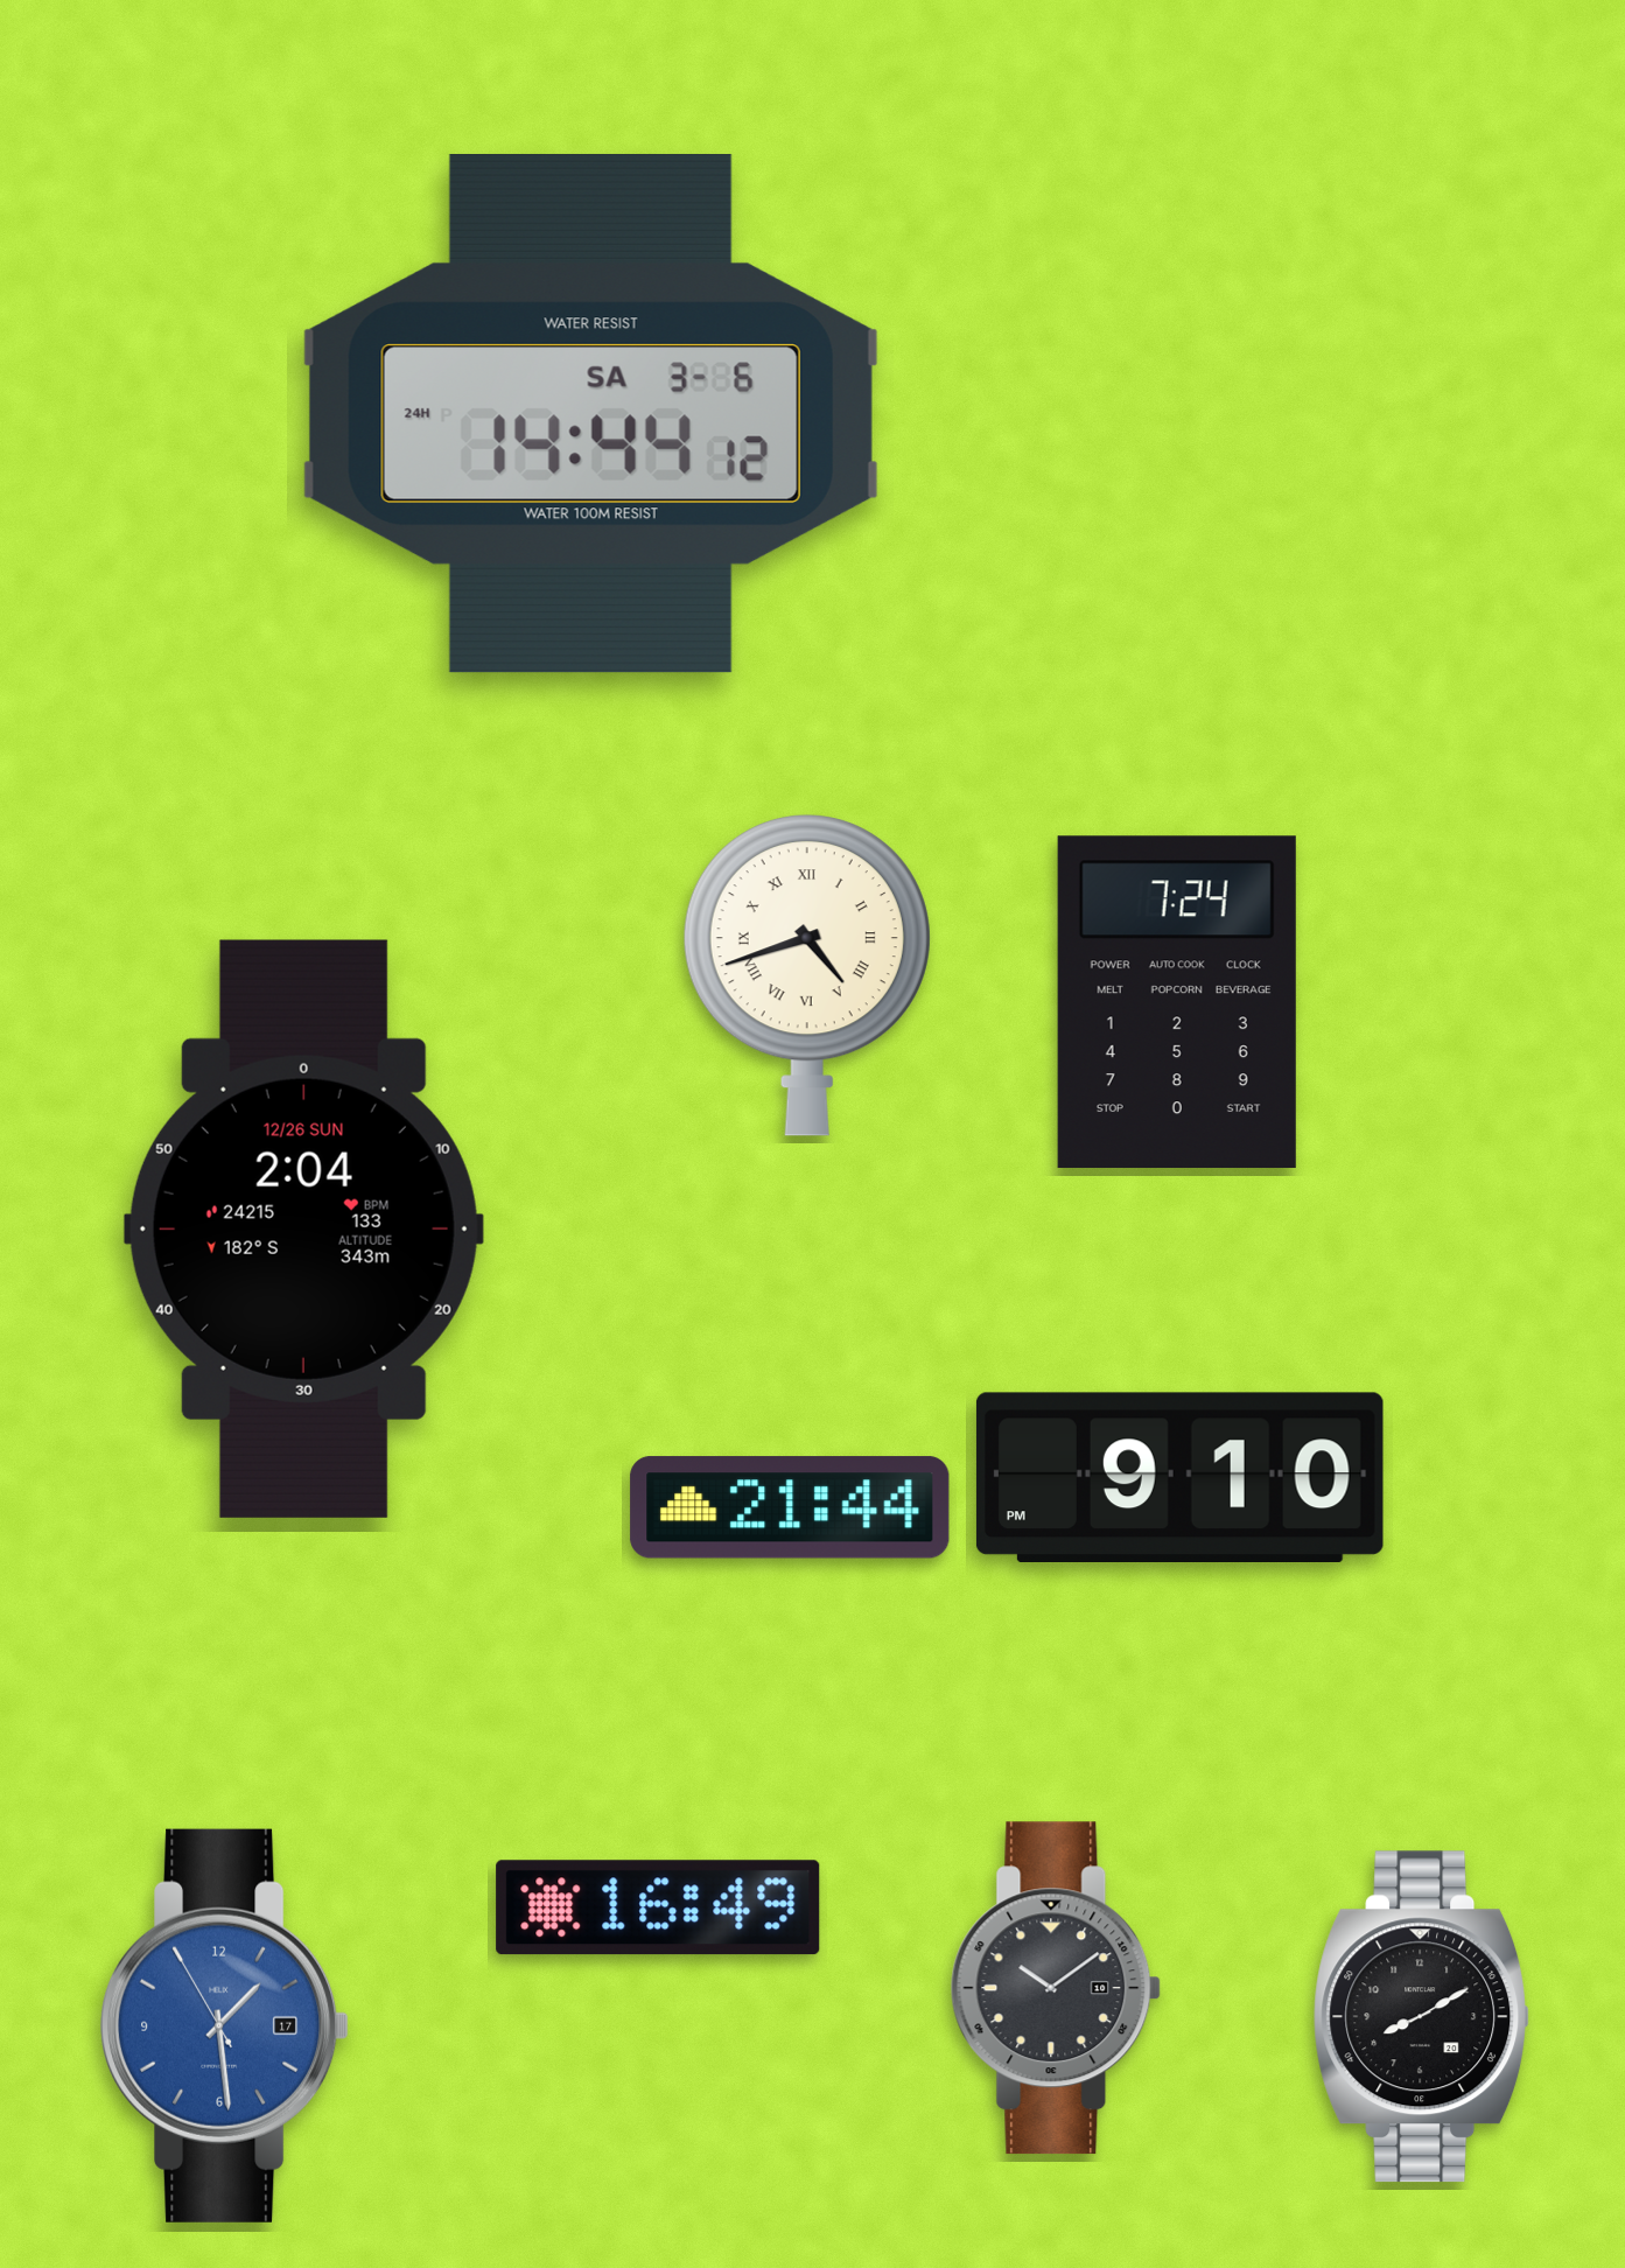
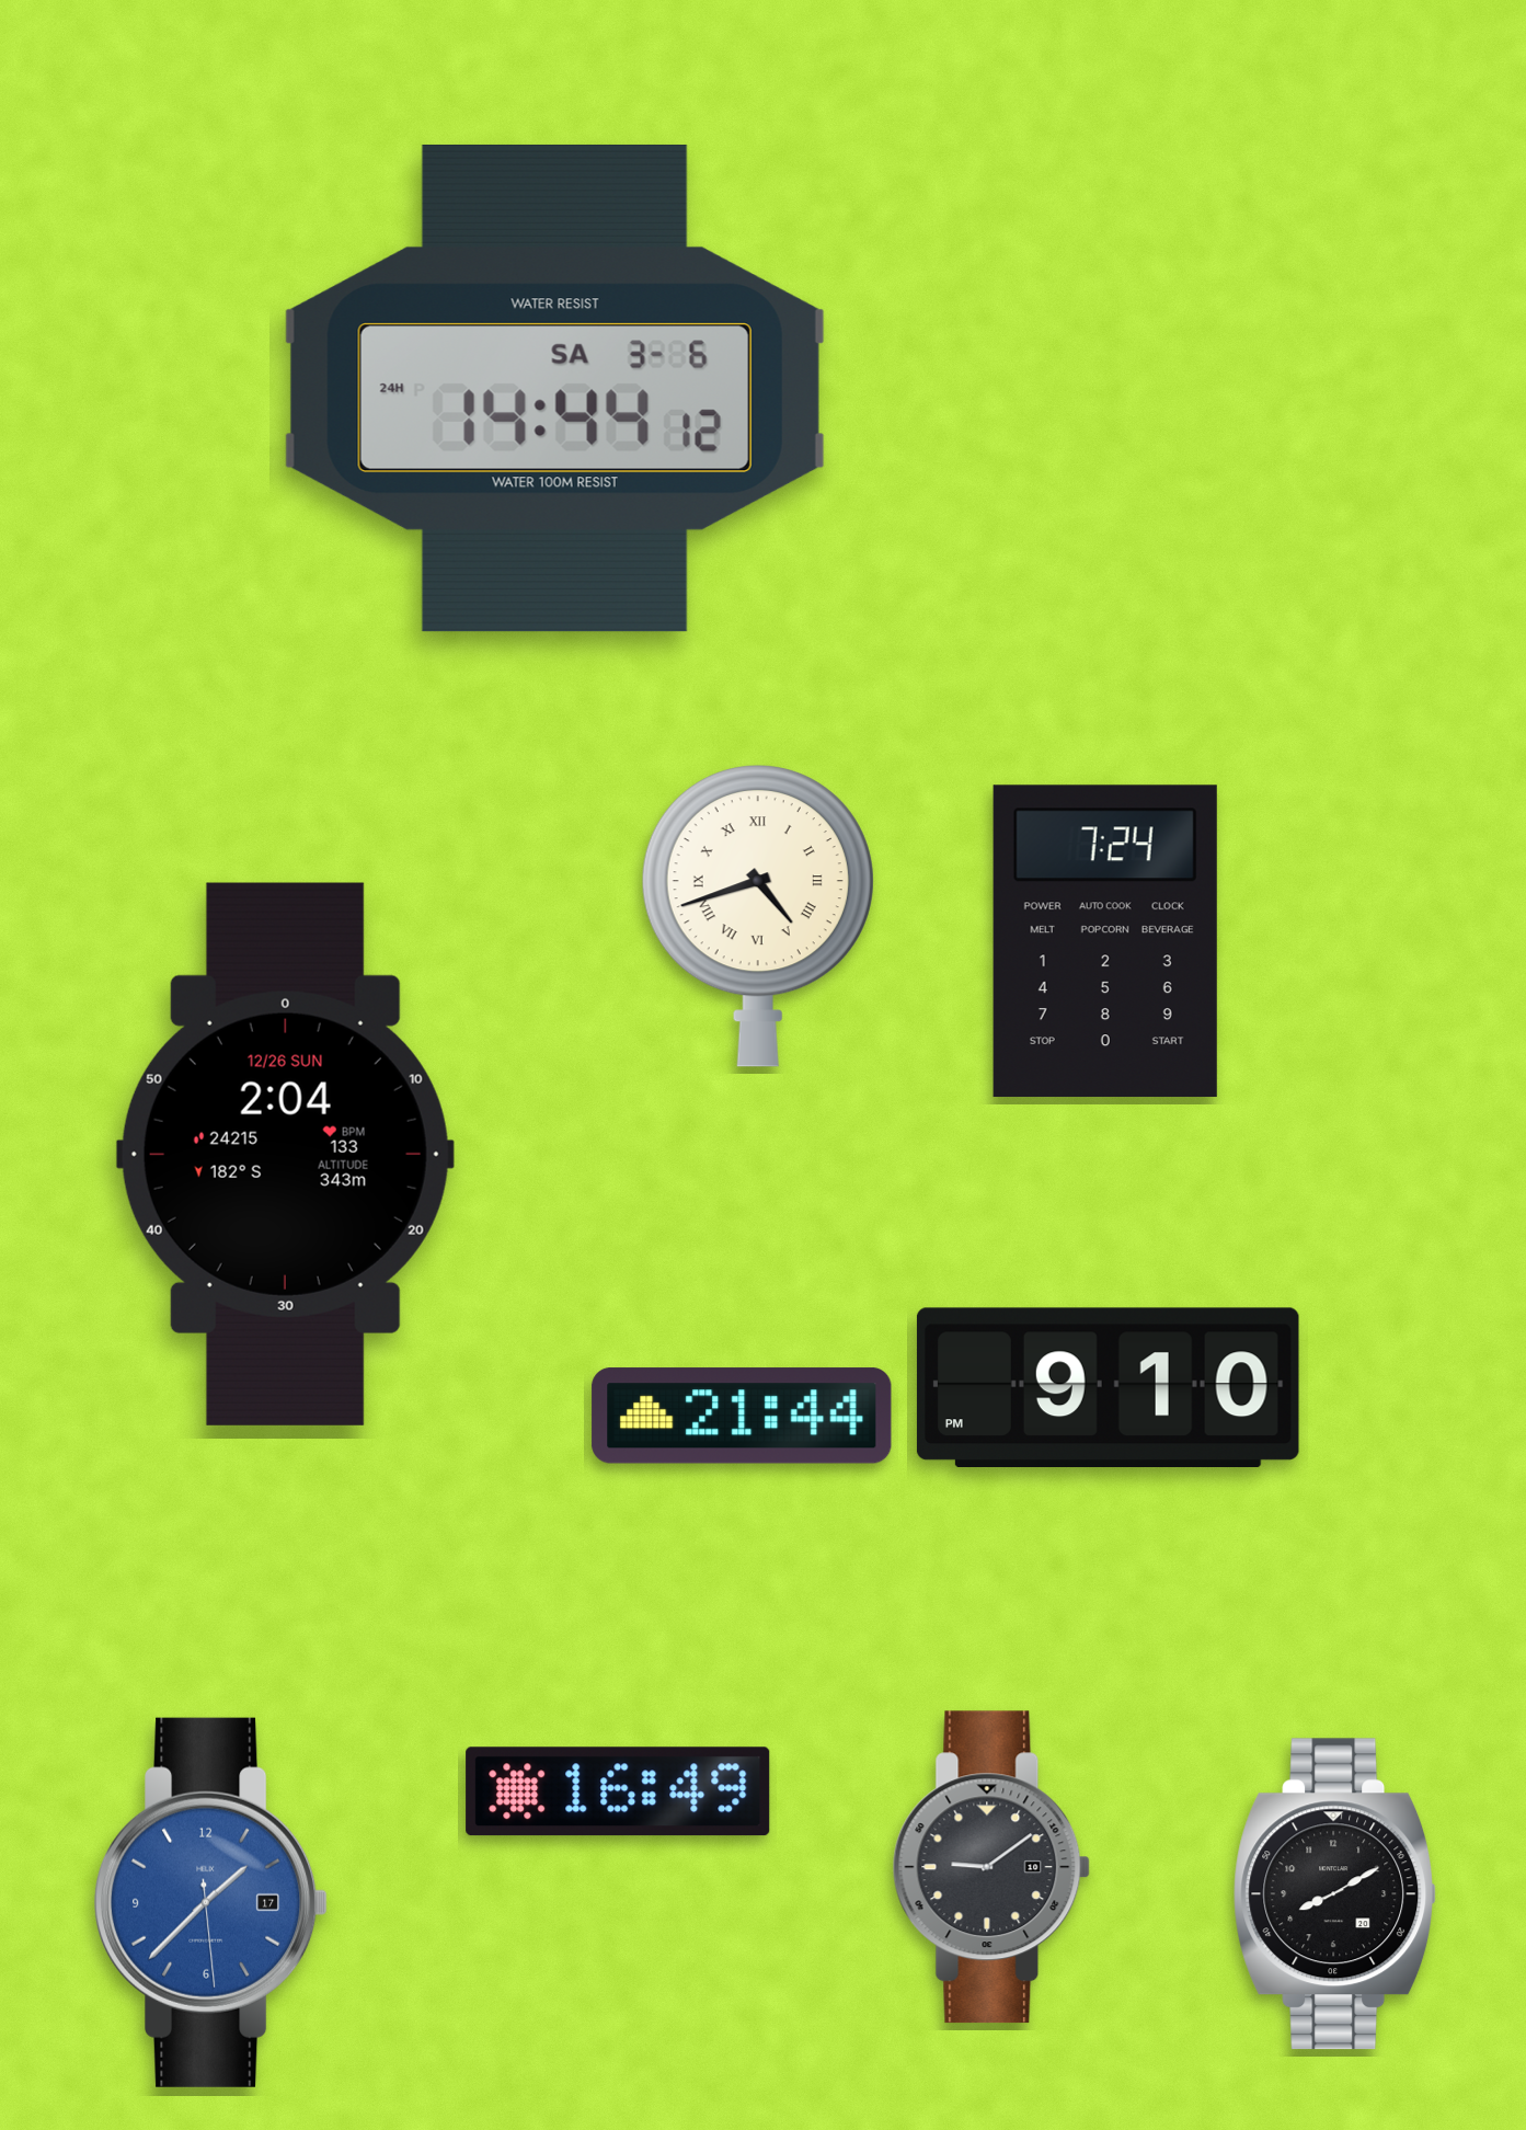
clock at (1056, 1988): 10:09 -> 9:09
clock at (225, 2025): 1:28 -> 1:37
